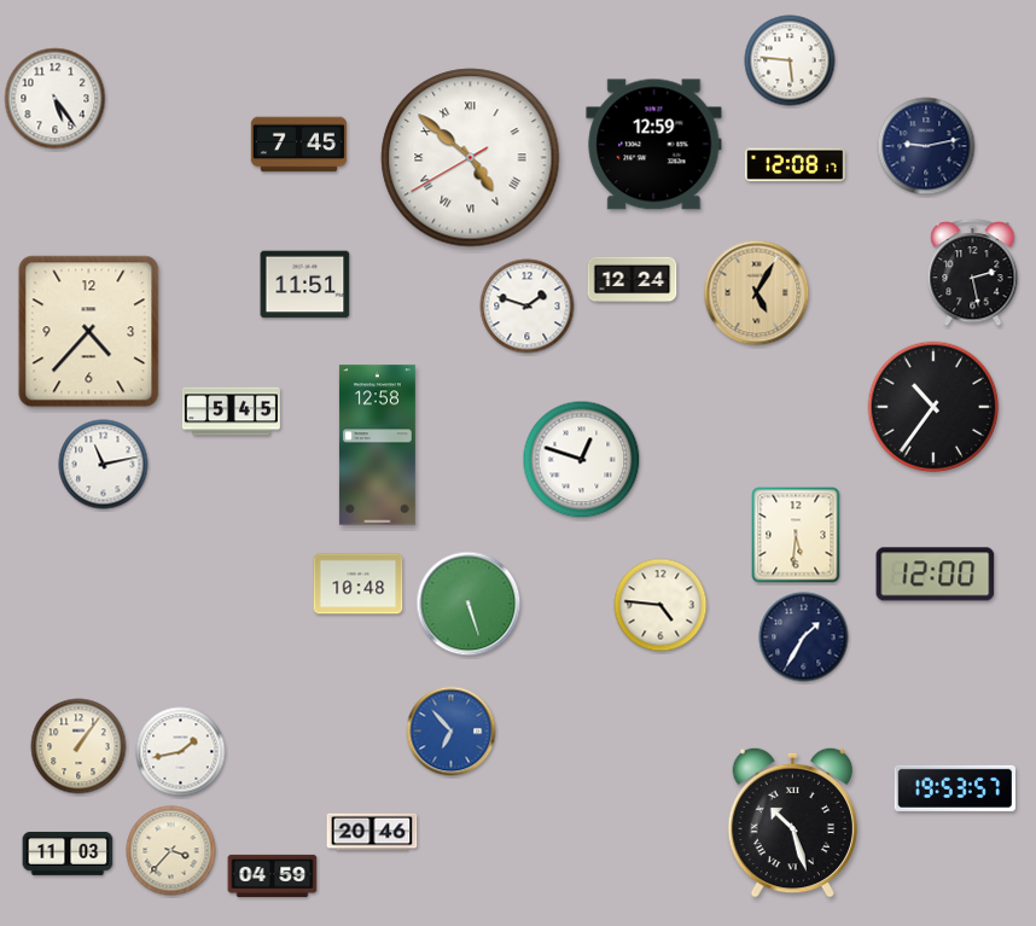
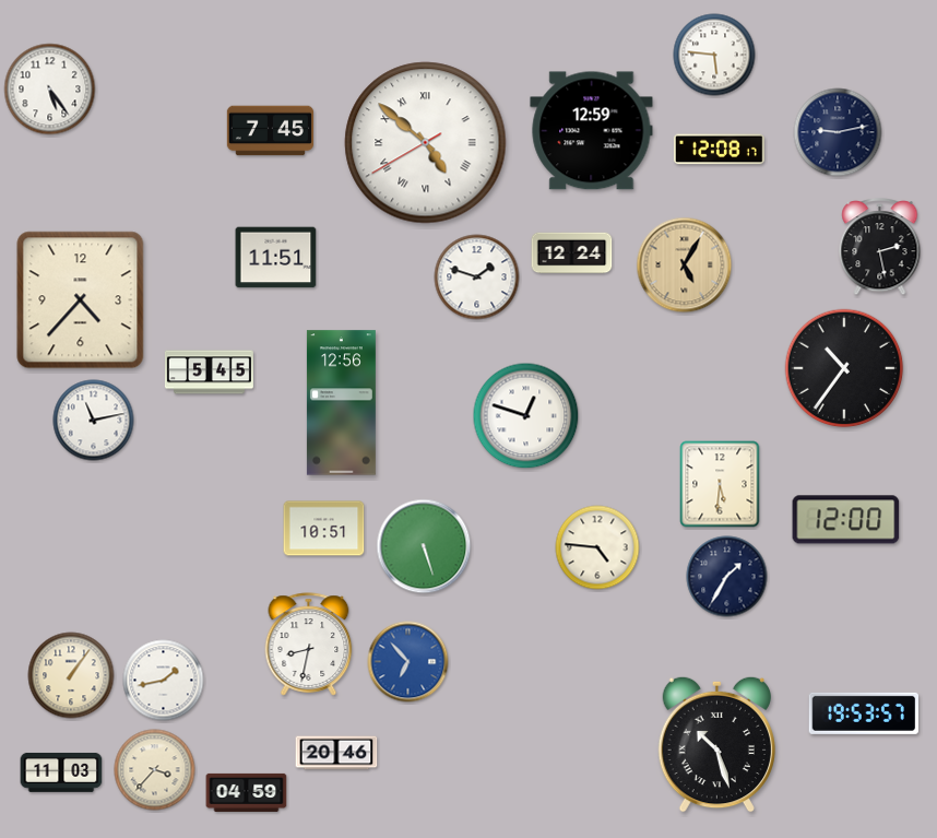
clock at (377, 445): 12:58 -> 12:56
clock at (359, 584): 10:48 -> 10:51
clock at (309, 645): none -> 8:32
